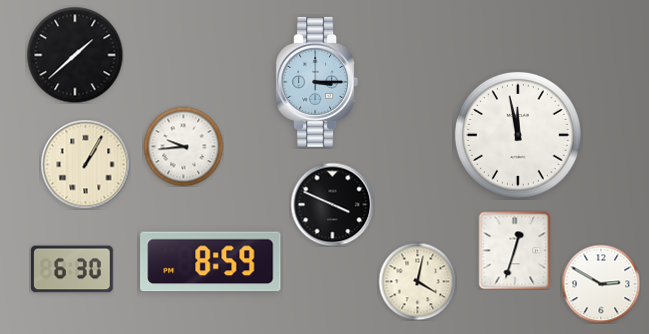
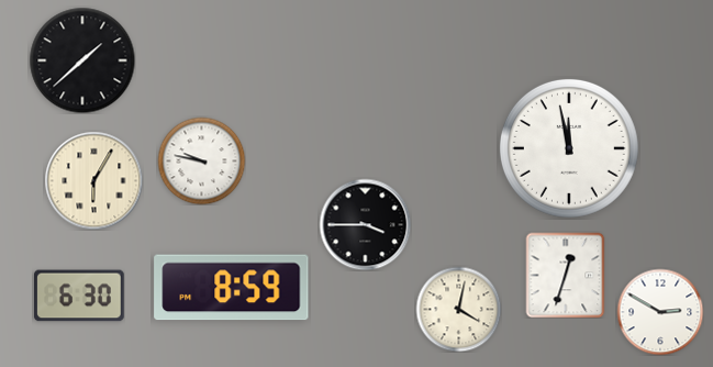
clock at (317, 82): 3:15 -> none
clock at (183, 146): 9:44 -> 9:47
clock at (85, 164): 1:05 -> 6:05
clock at (332, 204): 3:49 -> 3:45
